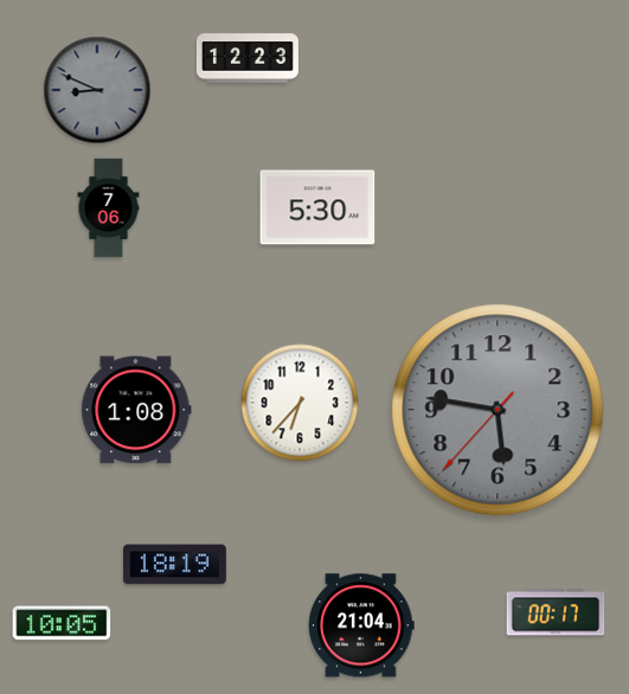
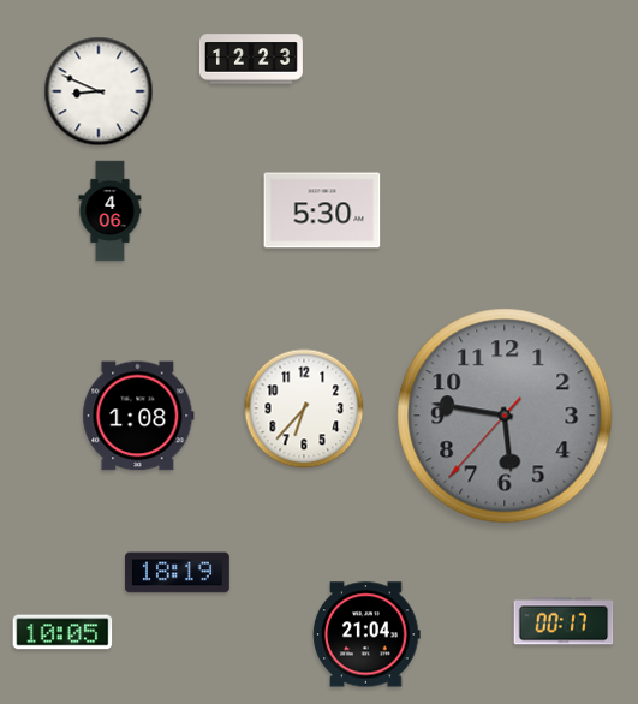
clock at (97, 90) dial: grey -> white
clock at (109, 208): 7:06 -> 4:06
